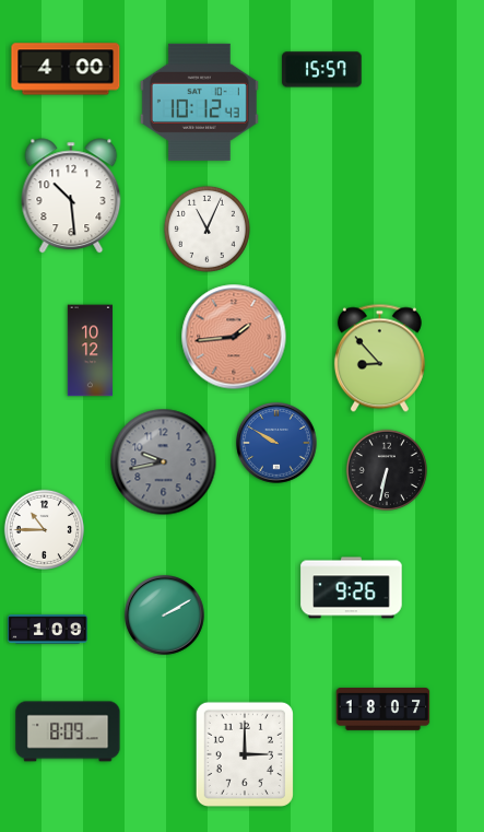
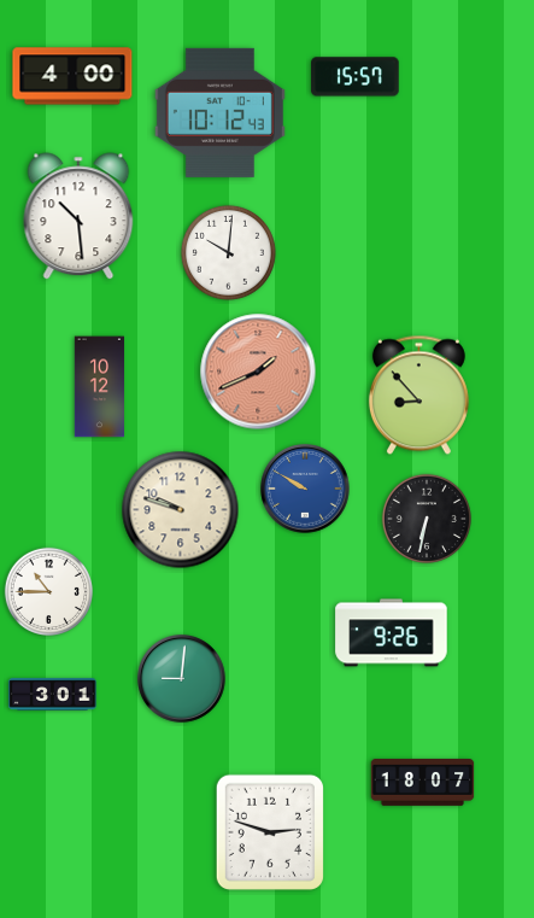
clock at (206, 228): 11:04 -> 10:01
clock at (234, 337): 1:44 -> 1:41
clock at (164, 462): 9:43 -> 9:48
clock at (164, 462) dial: grey -> cream
clock at (44, 529) position: (44, 529) -> (48, 591)
clock at (352, 588) position: (352, 588) -> (392, 633)
clock at (165, 616): 2:10 -> 9:01
clock at (48, 630): 1:09 -> 3:01
clock at (68, 731): 8:09 -> none
clock at (245, 753): 3:00 -> 2:48
